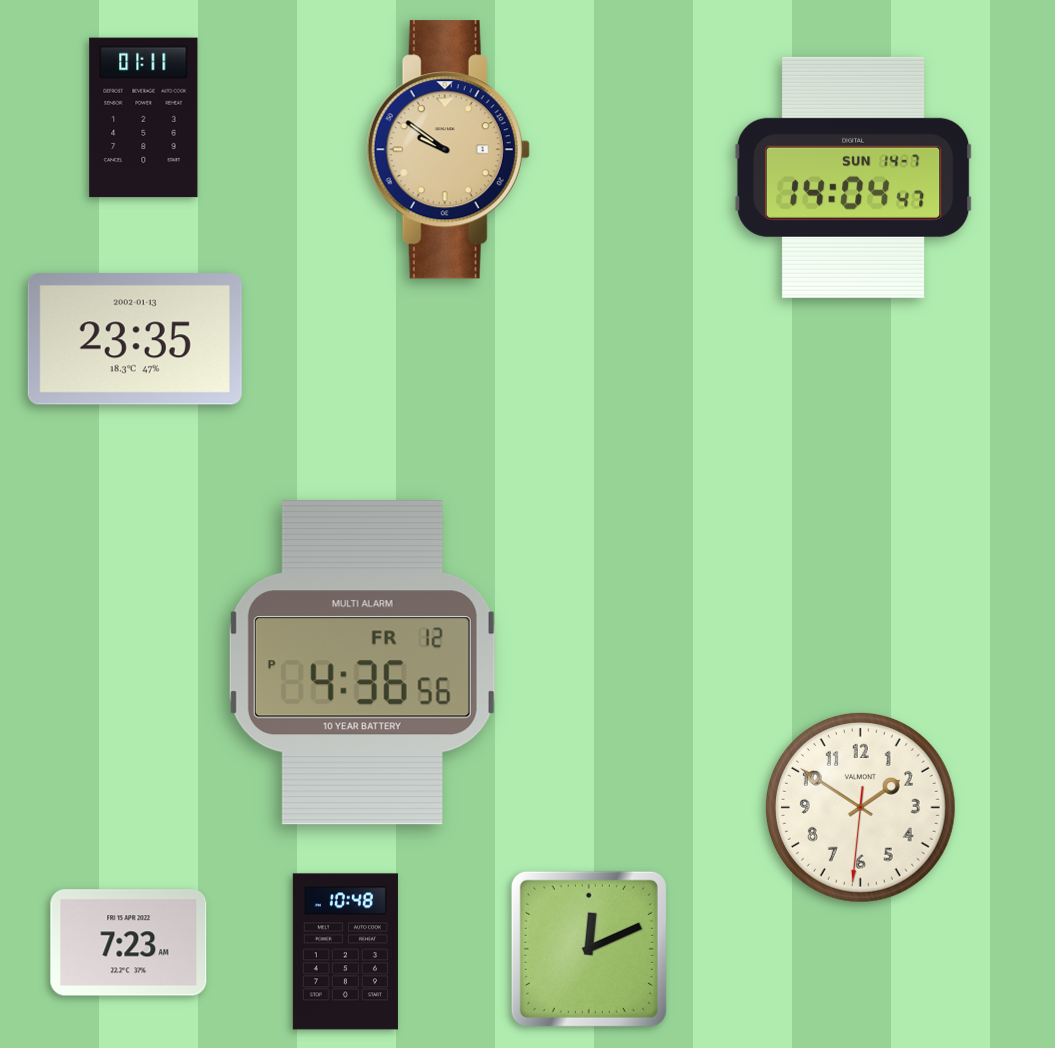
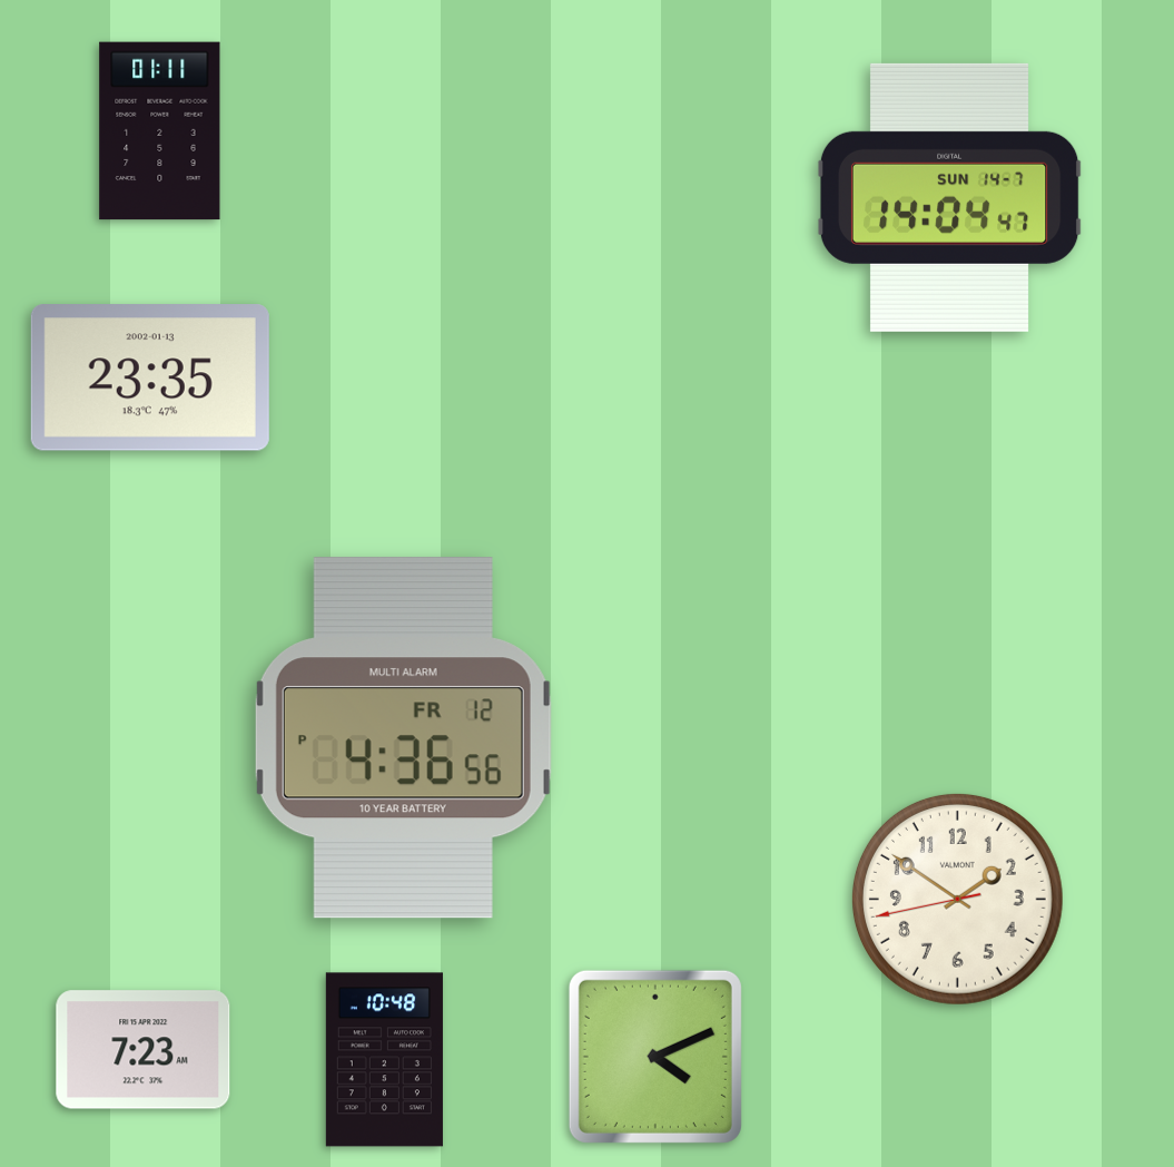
clock at (448, 150): 9:51 -> none
clock at (860, 807): 1:50:31 -> 1:50:43
clock at (589, 949): 12:11 -> 4:11
